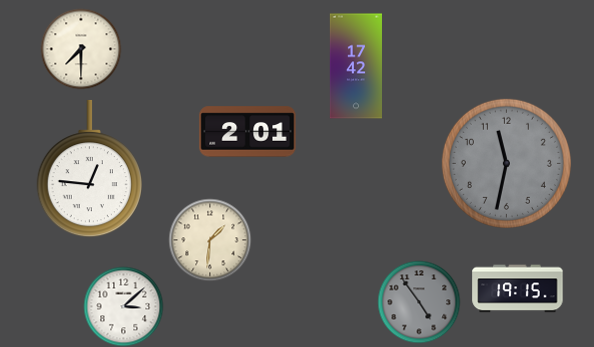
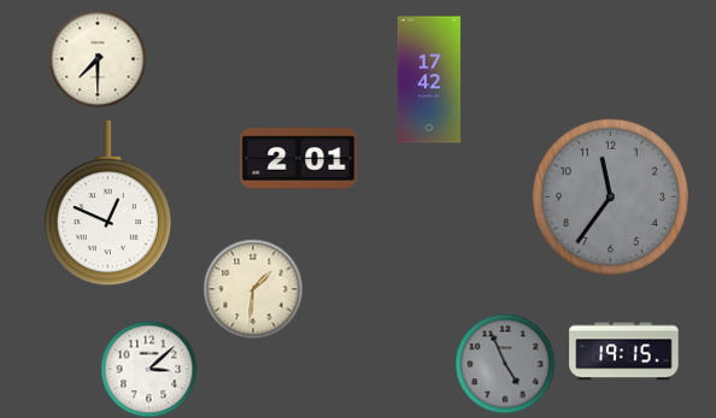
clock at (506, 163): 11:32 -> 11:36
clock at (89, 169): 12:46 -> 12:49
clock at (518, 289) position: (518, 289) -> (624, 352)
clock at (419, 302): 4:54 -> 4:56
